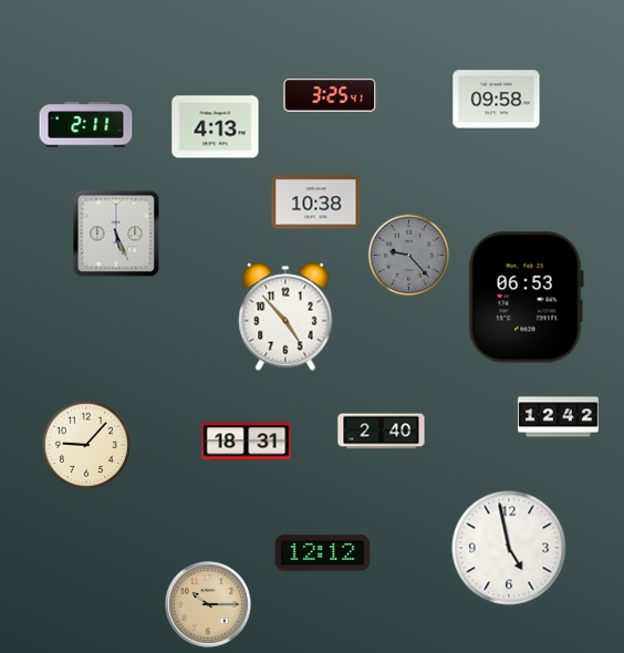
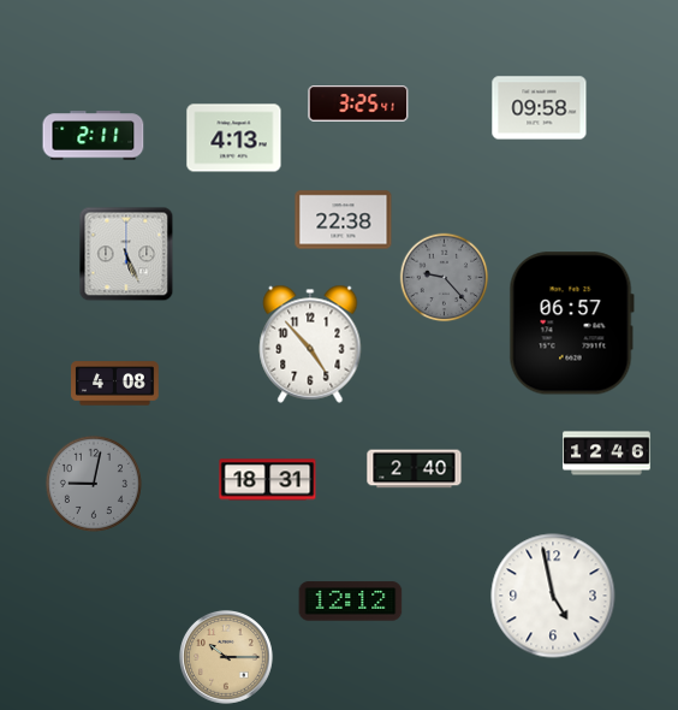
clock at (316, 203): 10:38 -> 22:38
clock at (526, 298): 06:53 -> 06:57
clock at (115, 384): none -> 4:08
clock at (559, 417): 12:42 -> 12:46
clock at (86, 445): 9:07 -> 9:02
clock at (86, 445) dial: cream -> grey
